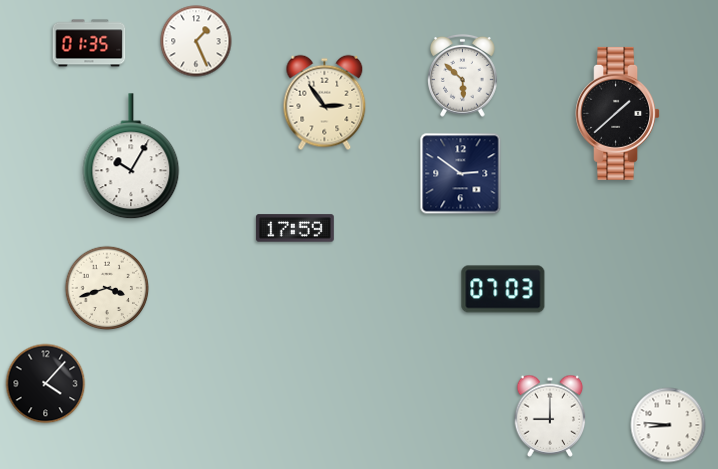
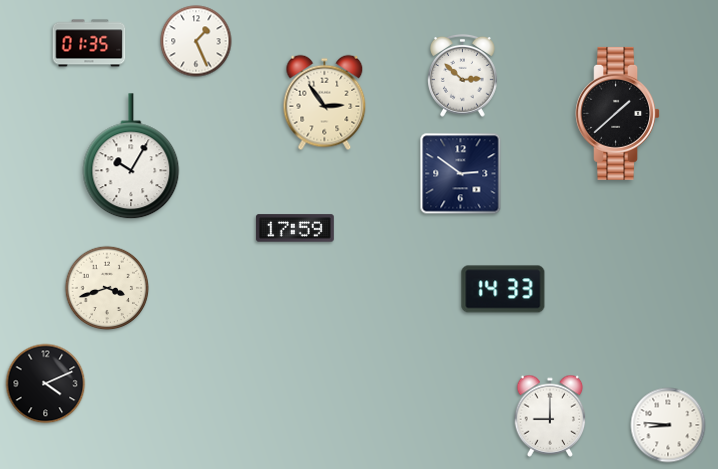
clock at (463, 75): 5:52 -> 2:52
clock at (503, 289): 07:03 -> 14:33
clock at (46, 384): 4:07 -> 4:11
